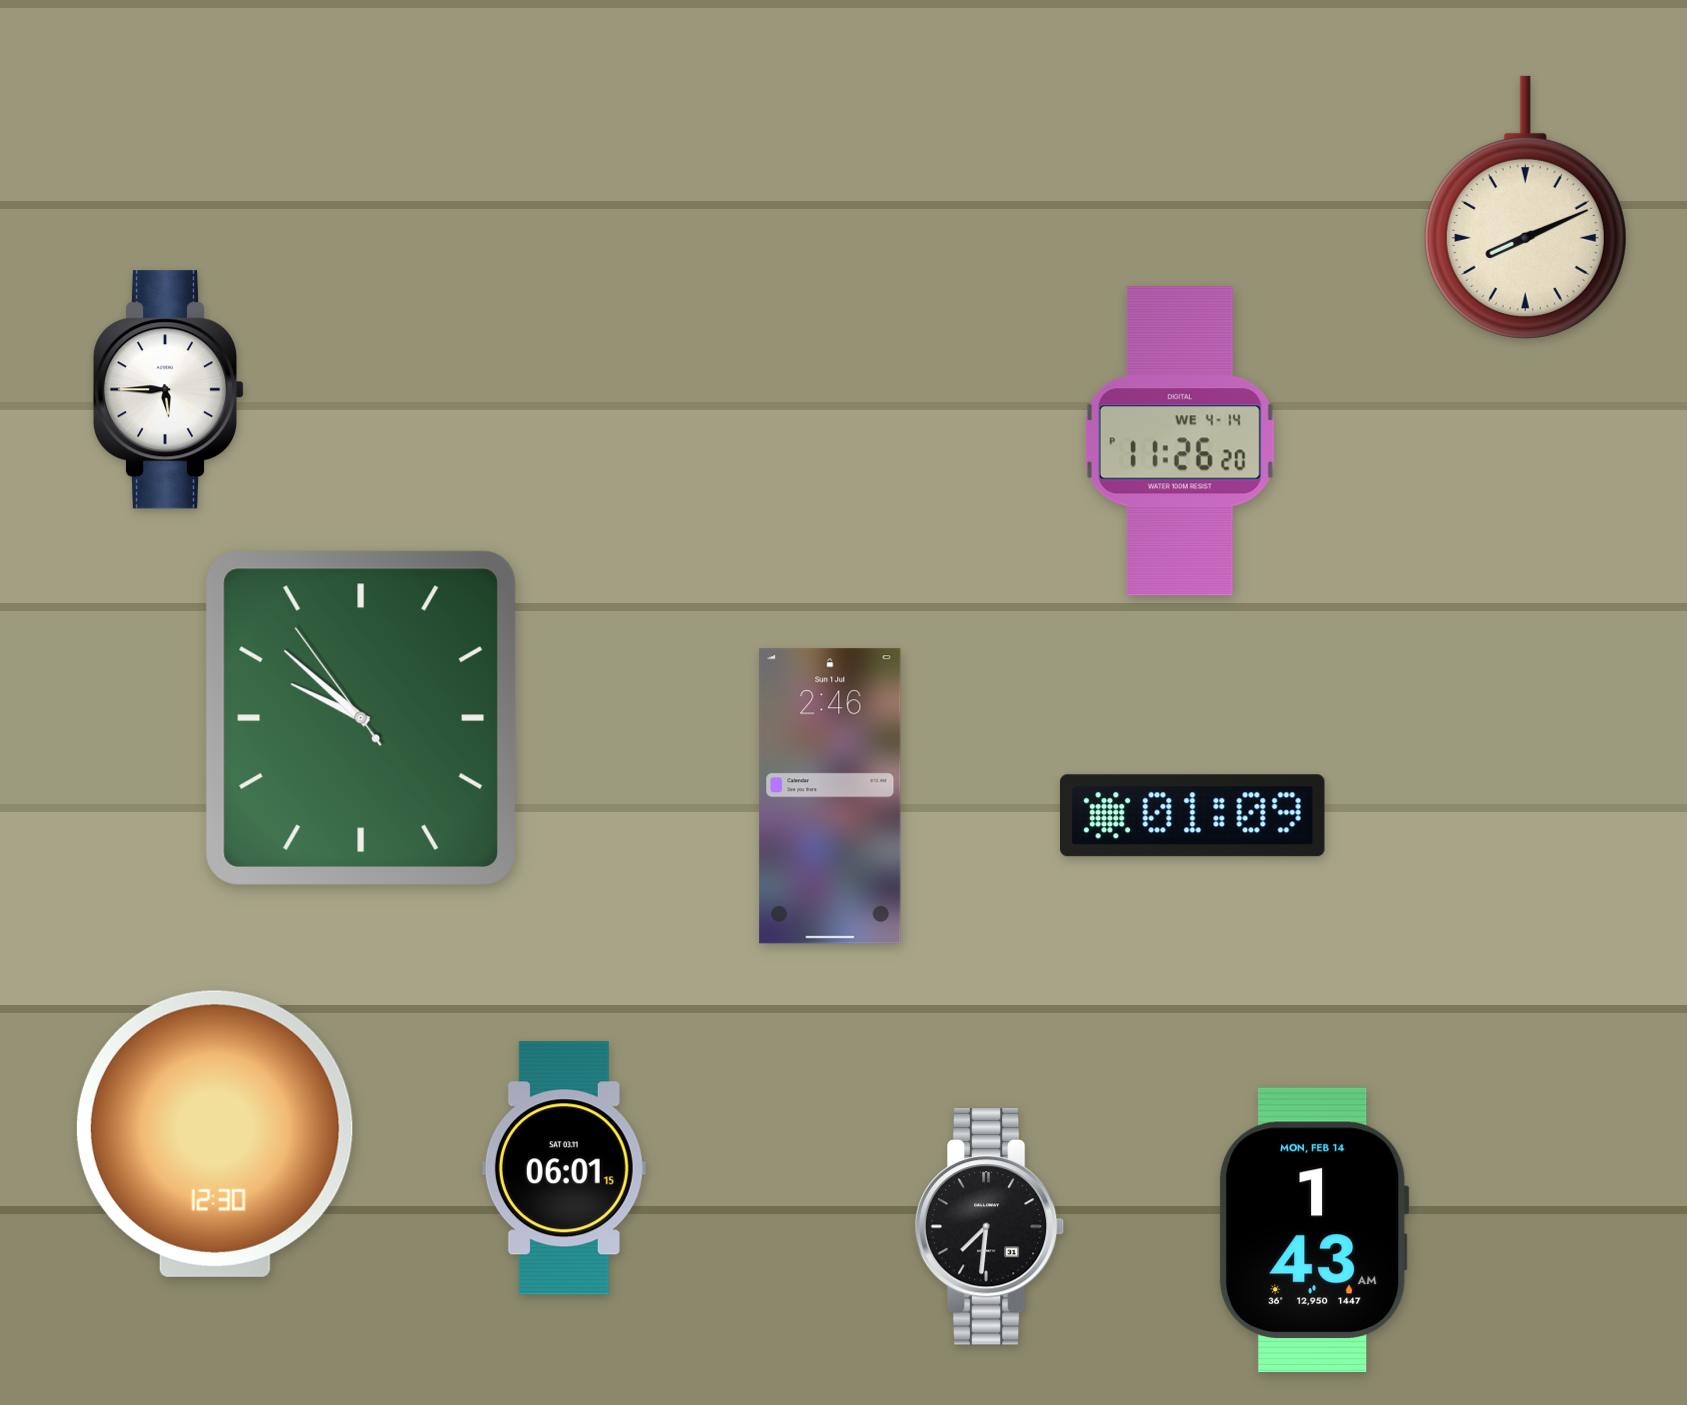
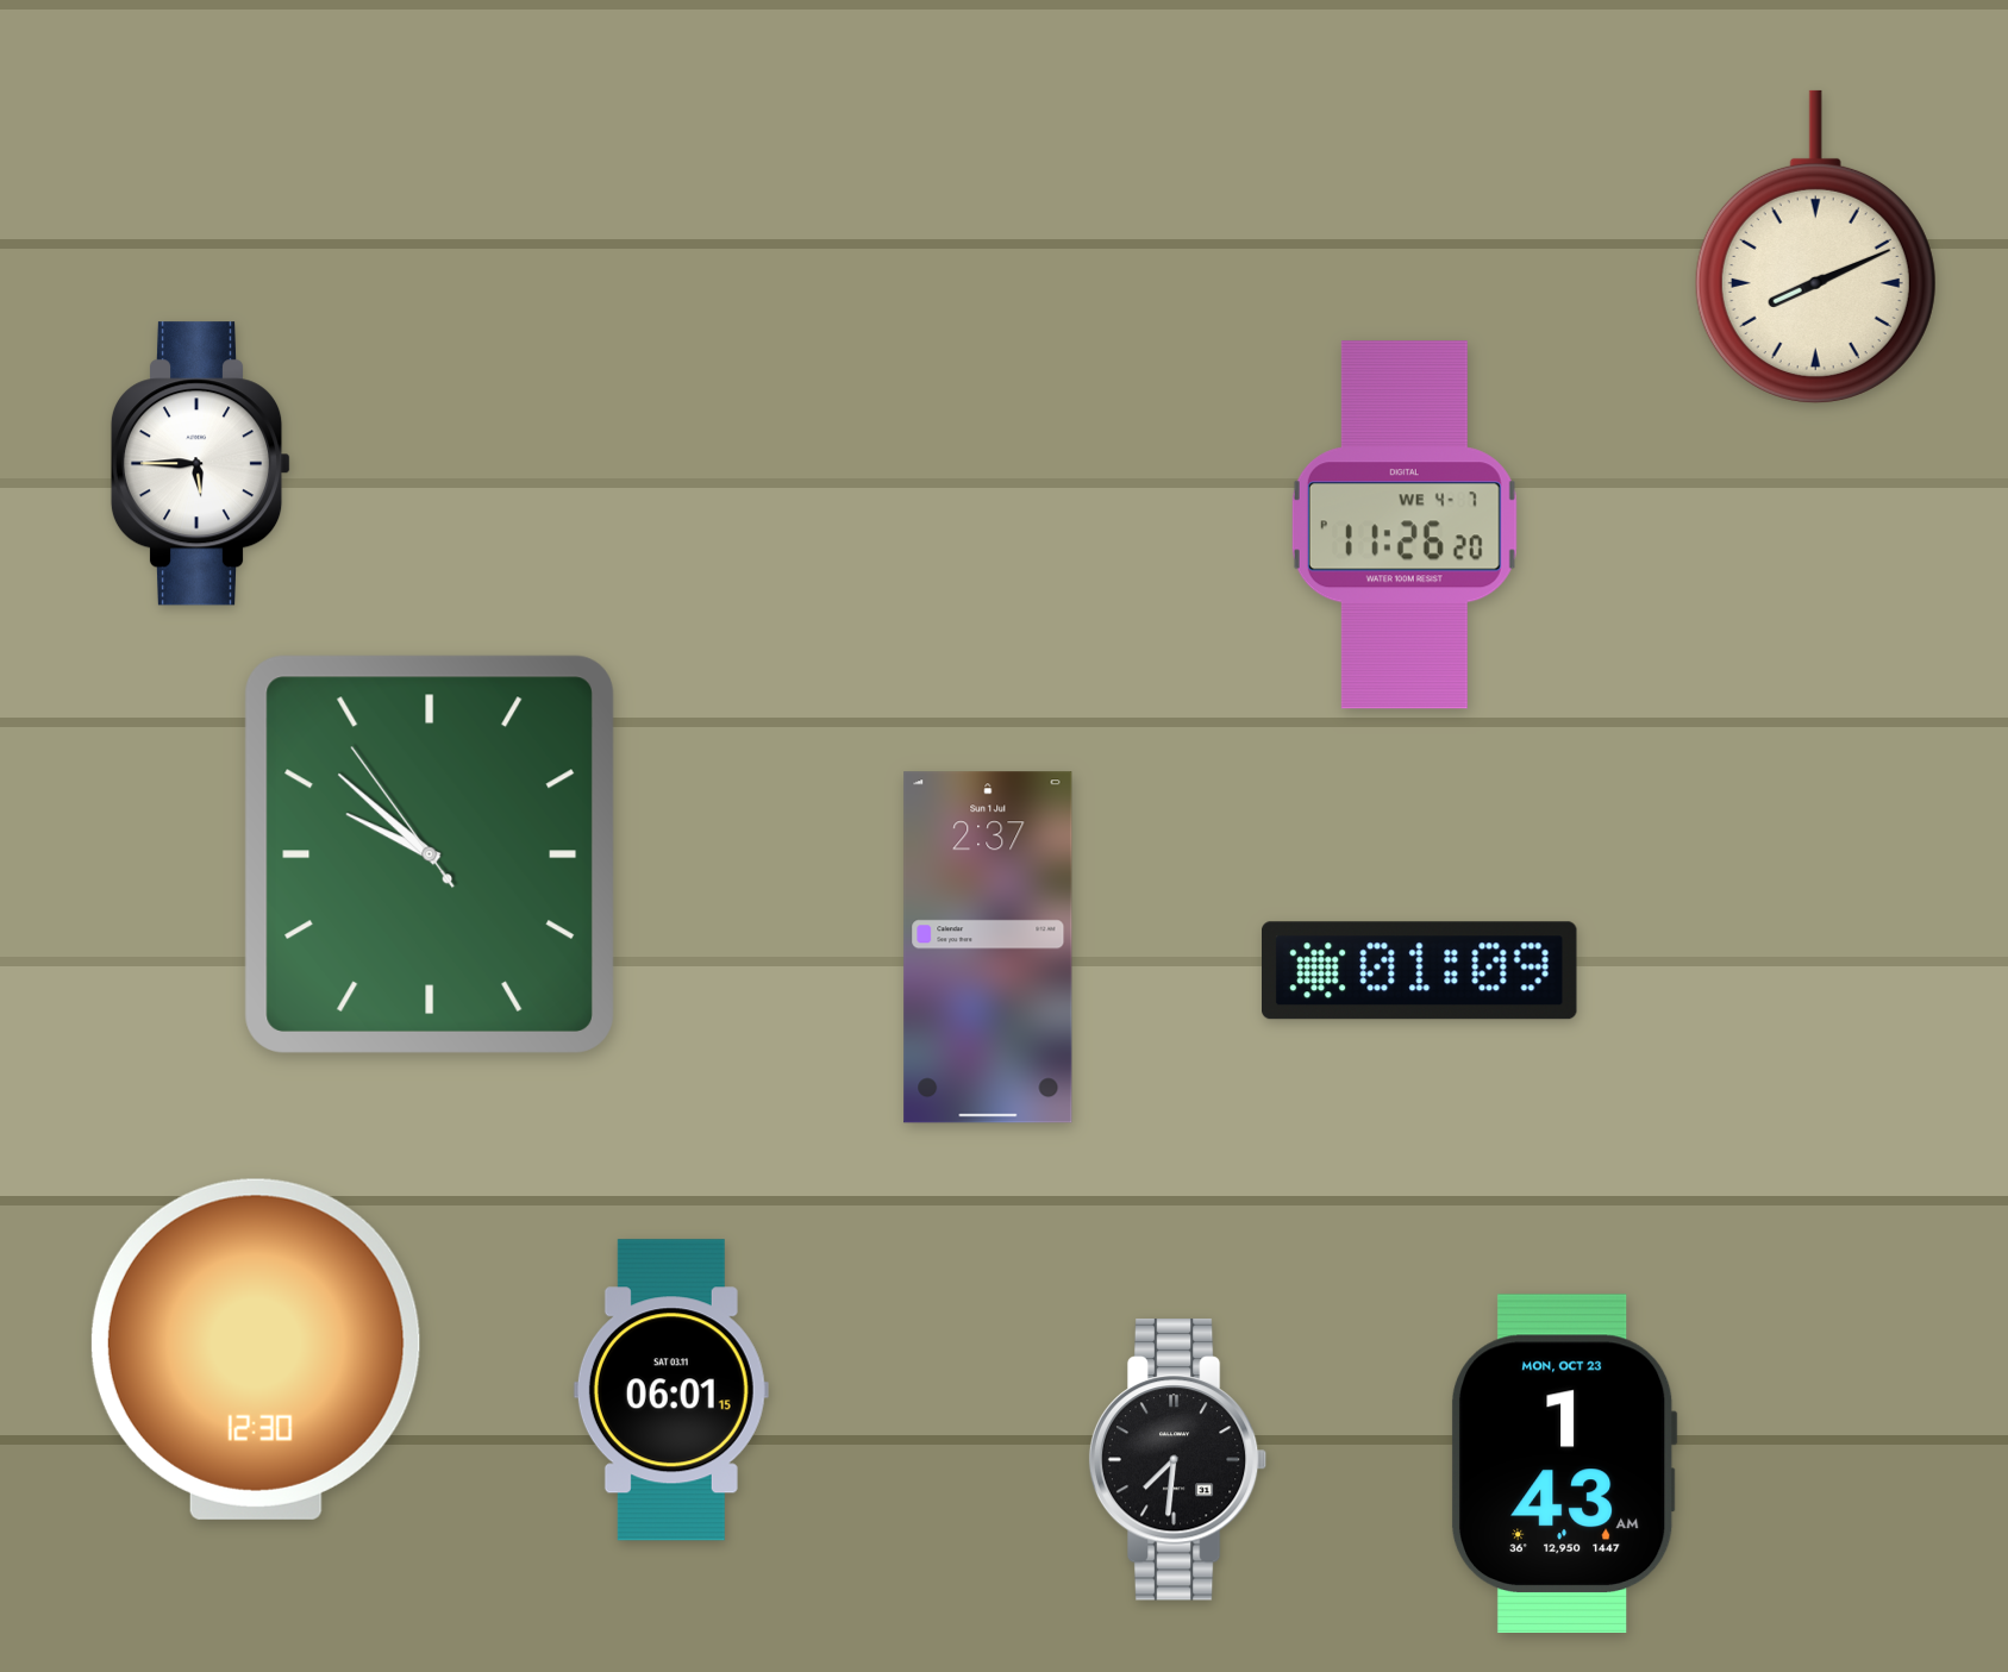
clock at (1180, 441) date: WE 4-14 -> WE 4-7
clock at (830, 796): 2:46 -> 2:37
clock at (1314, 1229) date: MON, FEB 14 -> MON, OCT 23
